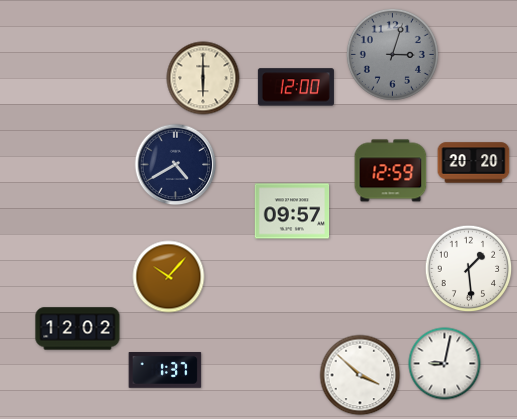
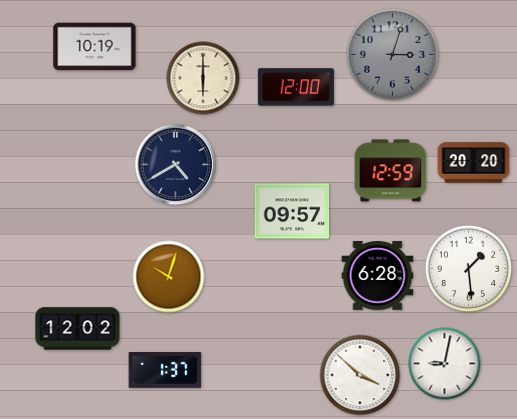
clock at (95, 47): none -> 10:19
clock at (378, 276): none -> 6:28
clock at (169, 277): 10:07 -> 10:03
